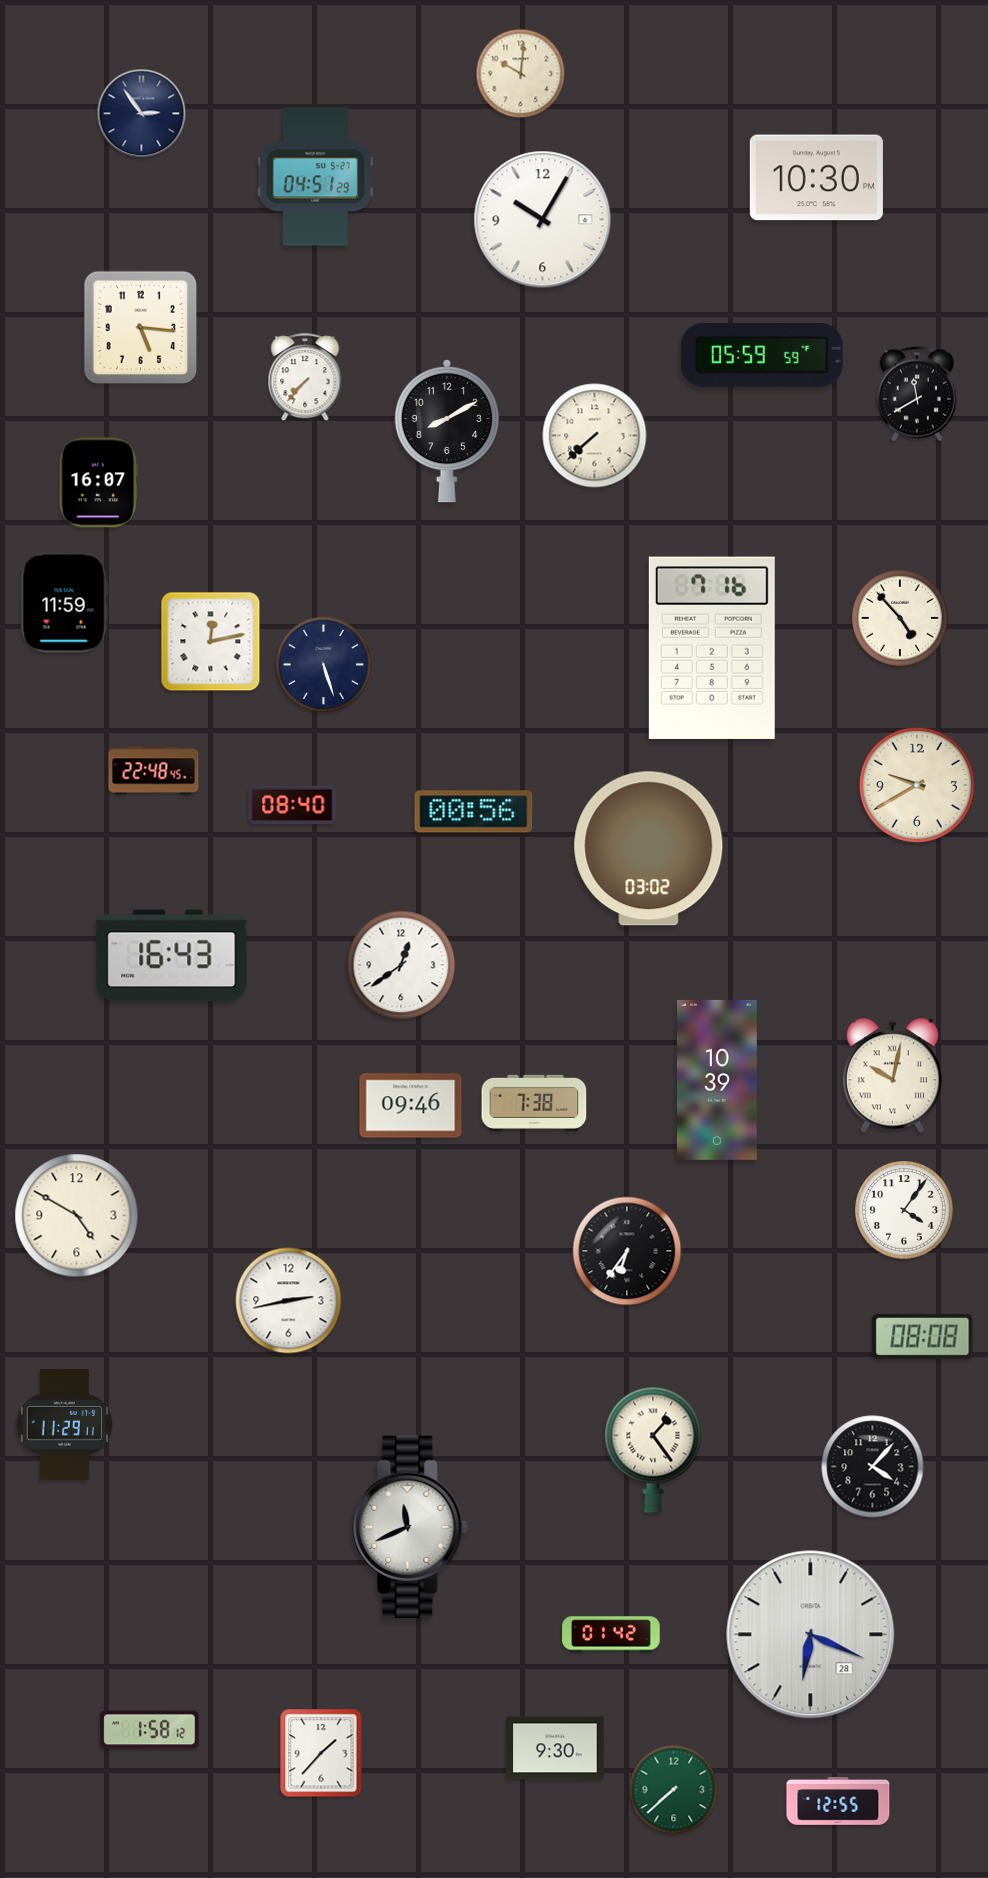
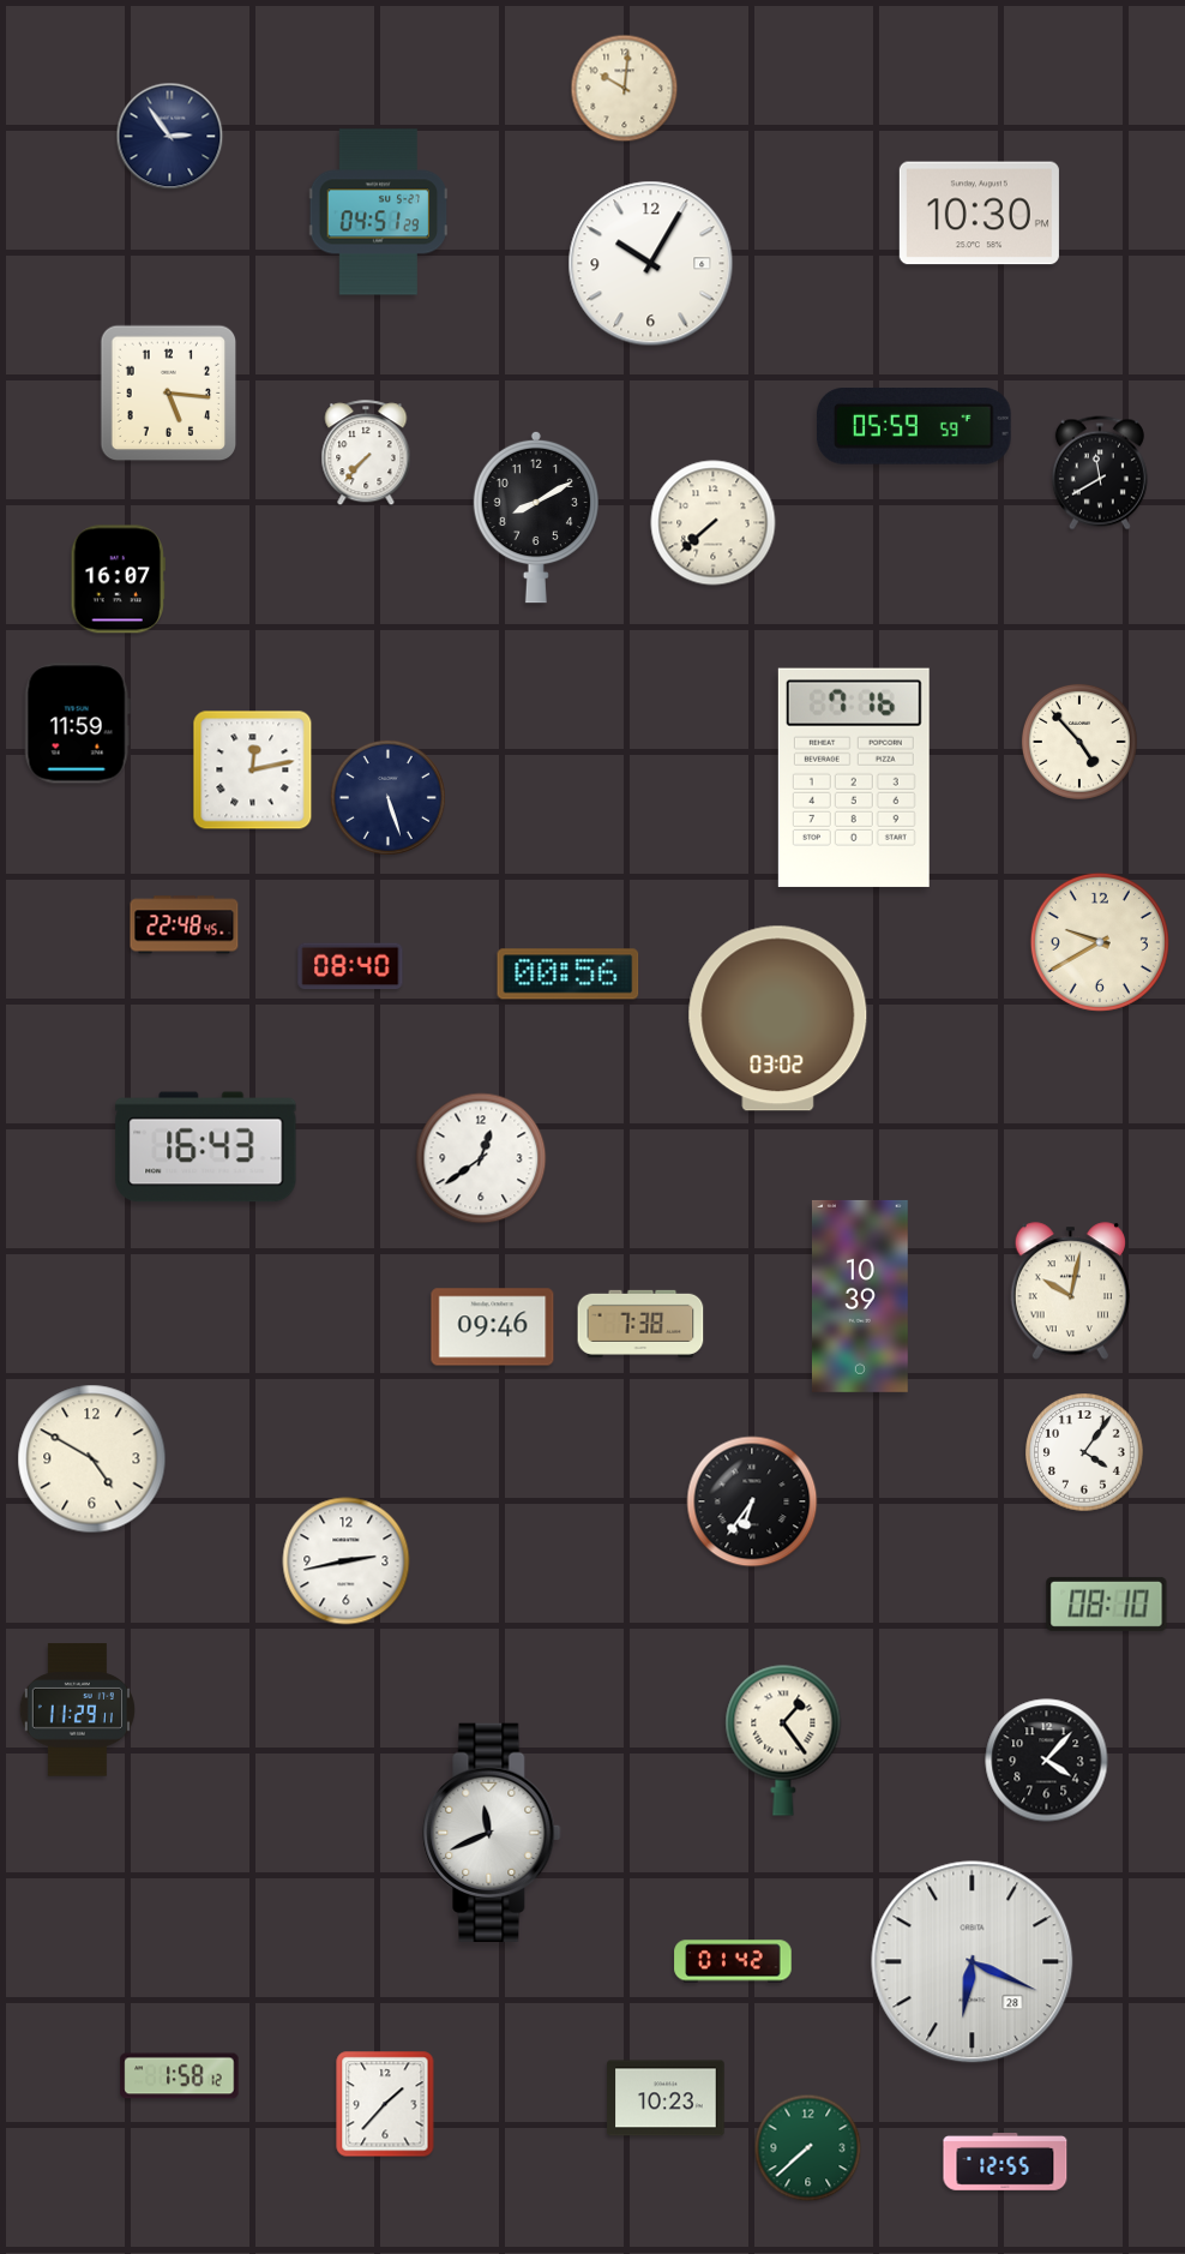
clock at (923, 1336): 08:08 -> 08:10
clock at (555, 1748): 9:30 -> 10:23
